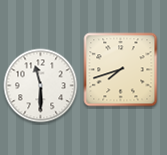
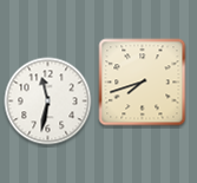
clock at (41, 86): 11:30 -> 11:32
